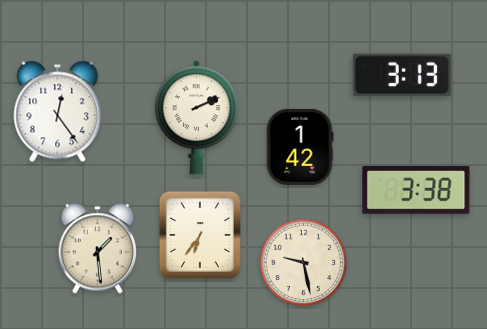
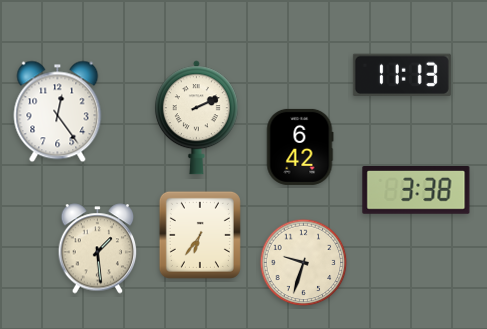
clock at (402, 75): 3:13 -> 11:13
clock at (300, 147): 1:42 -> 6:42
clock at (304, 263): 9:28 -> 9:33
